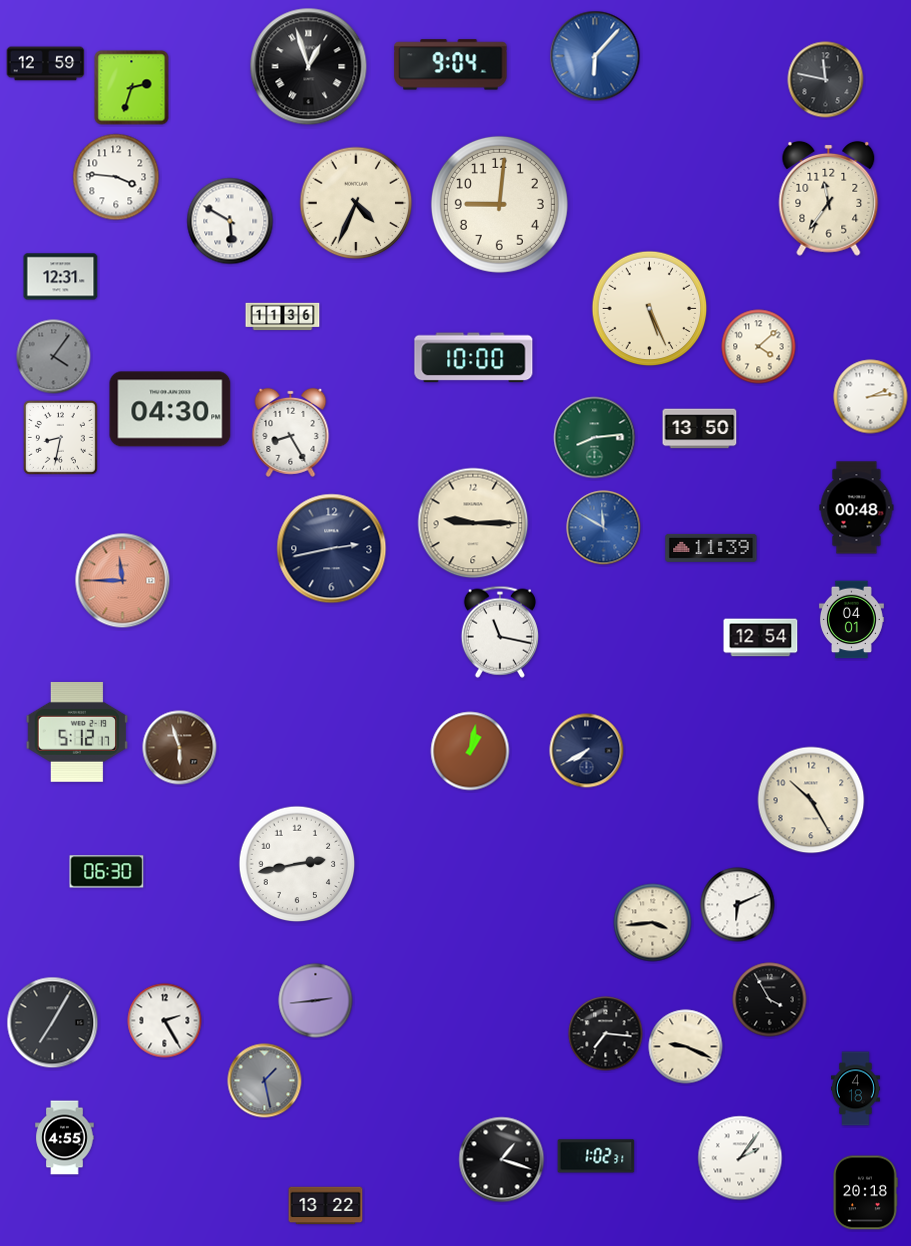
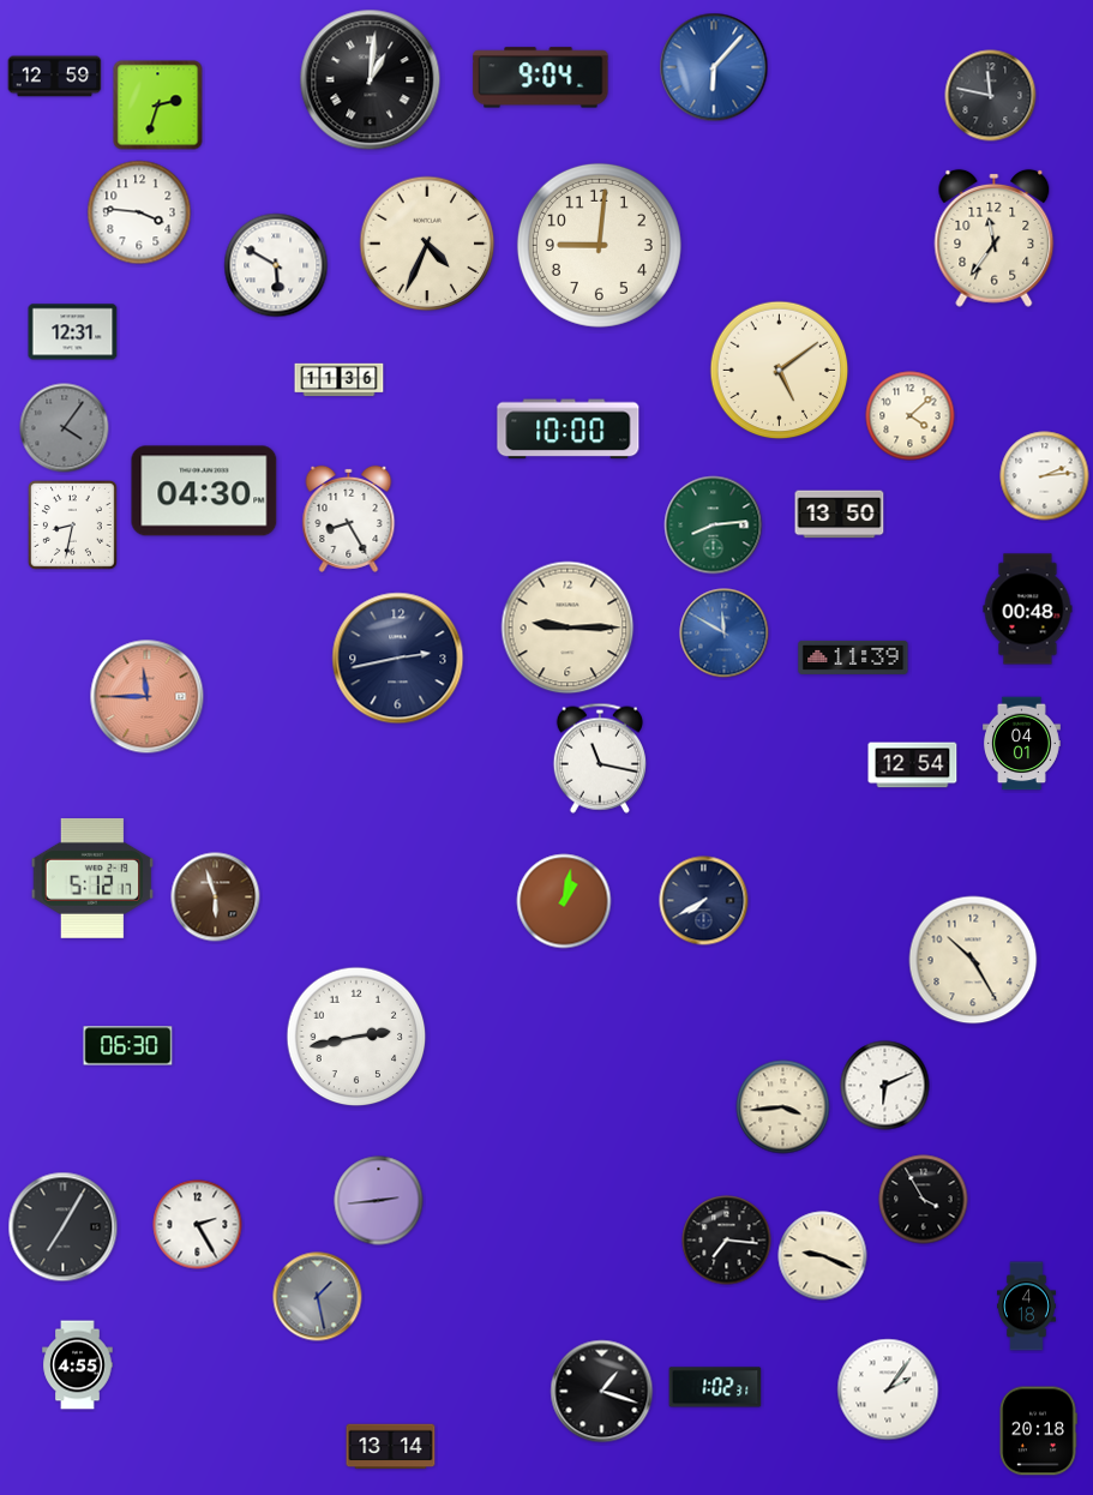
clock at (309, 67): 12:57 -> 1:01
clock at (650, 309): 5:26 -> 5:09
clock at (326, 1206): 13:22 -> 13:14
